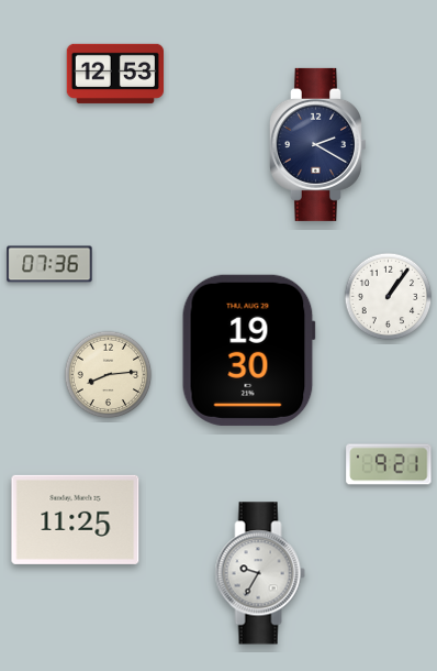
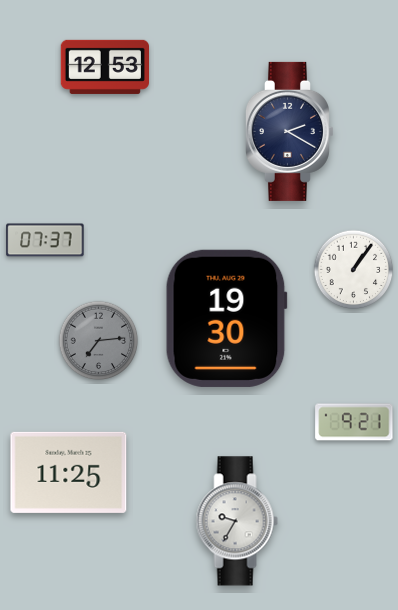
clock at (49, 264): 07:36 -> 07:37
clock at (109, 375): 8:14 -> 7:14
clock at (109, 375) dial: cream -> grey
